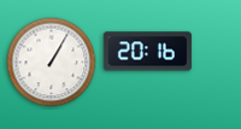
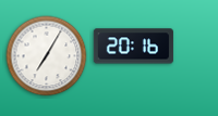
clock at (52, 63): 1:05 -> 7:05
